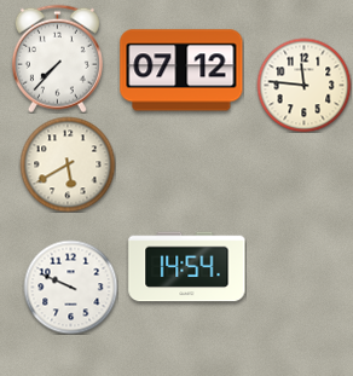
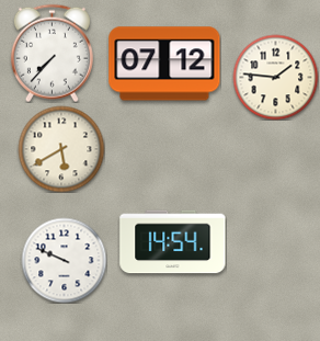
clock at (303, 85): 11:46 -> 1:46
clock at (187, 267) position: (187, 267) -> (173, 242)
